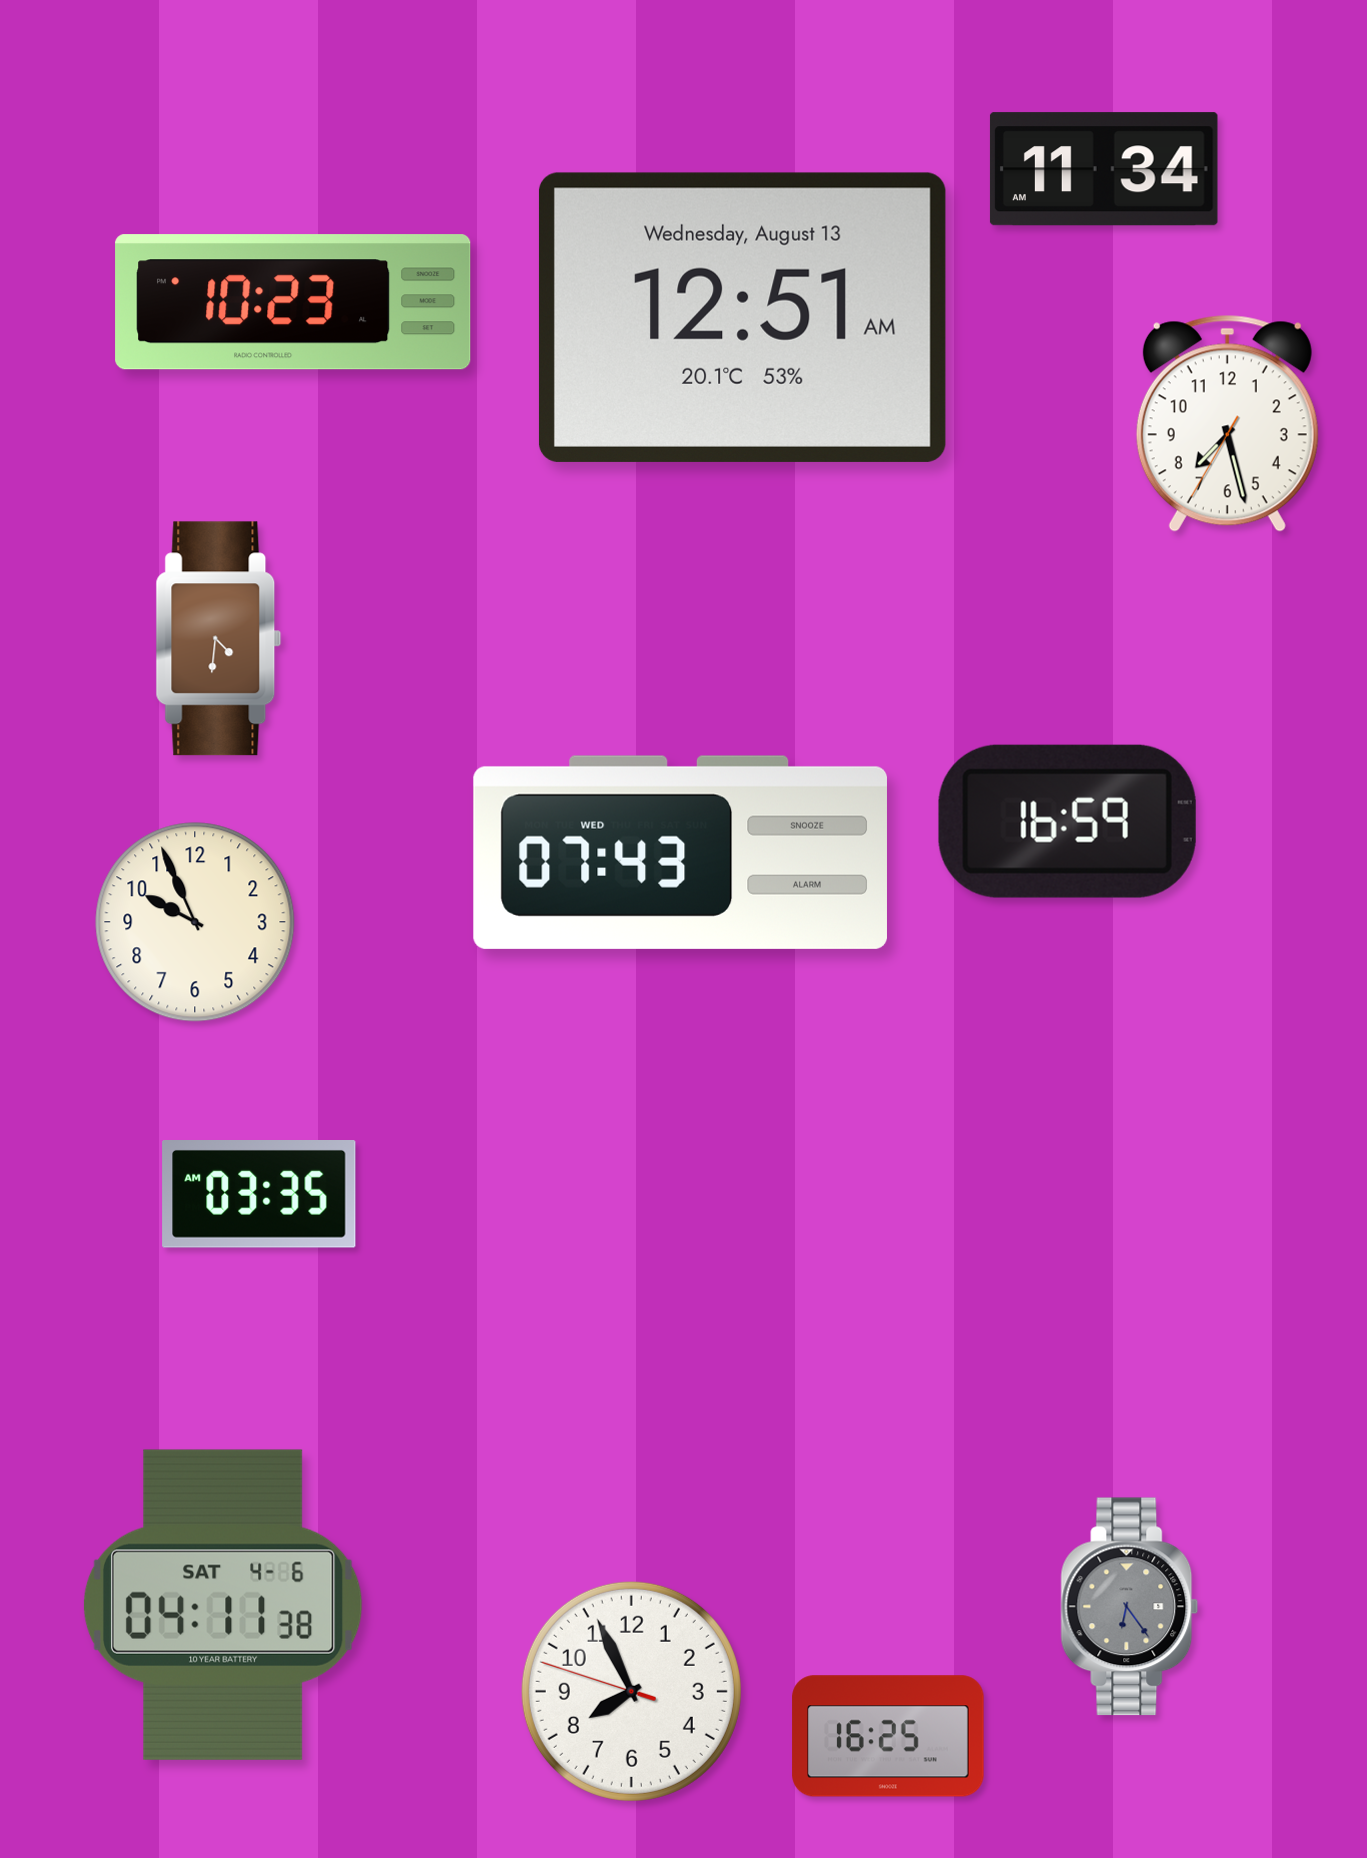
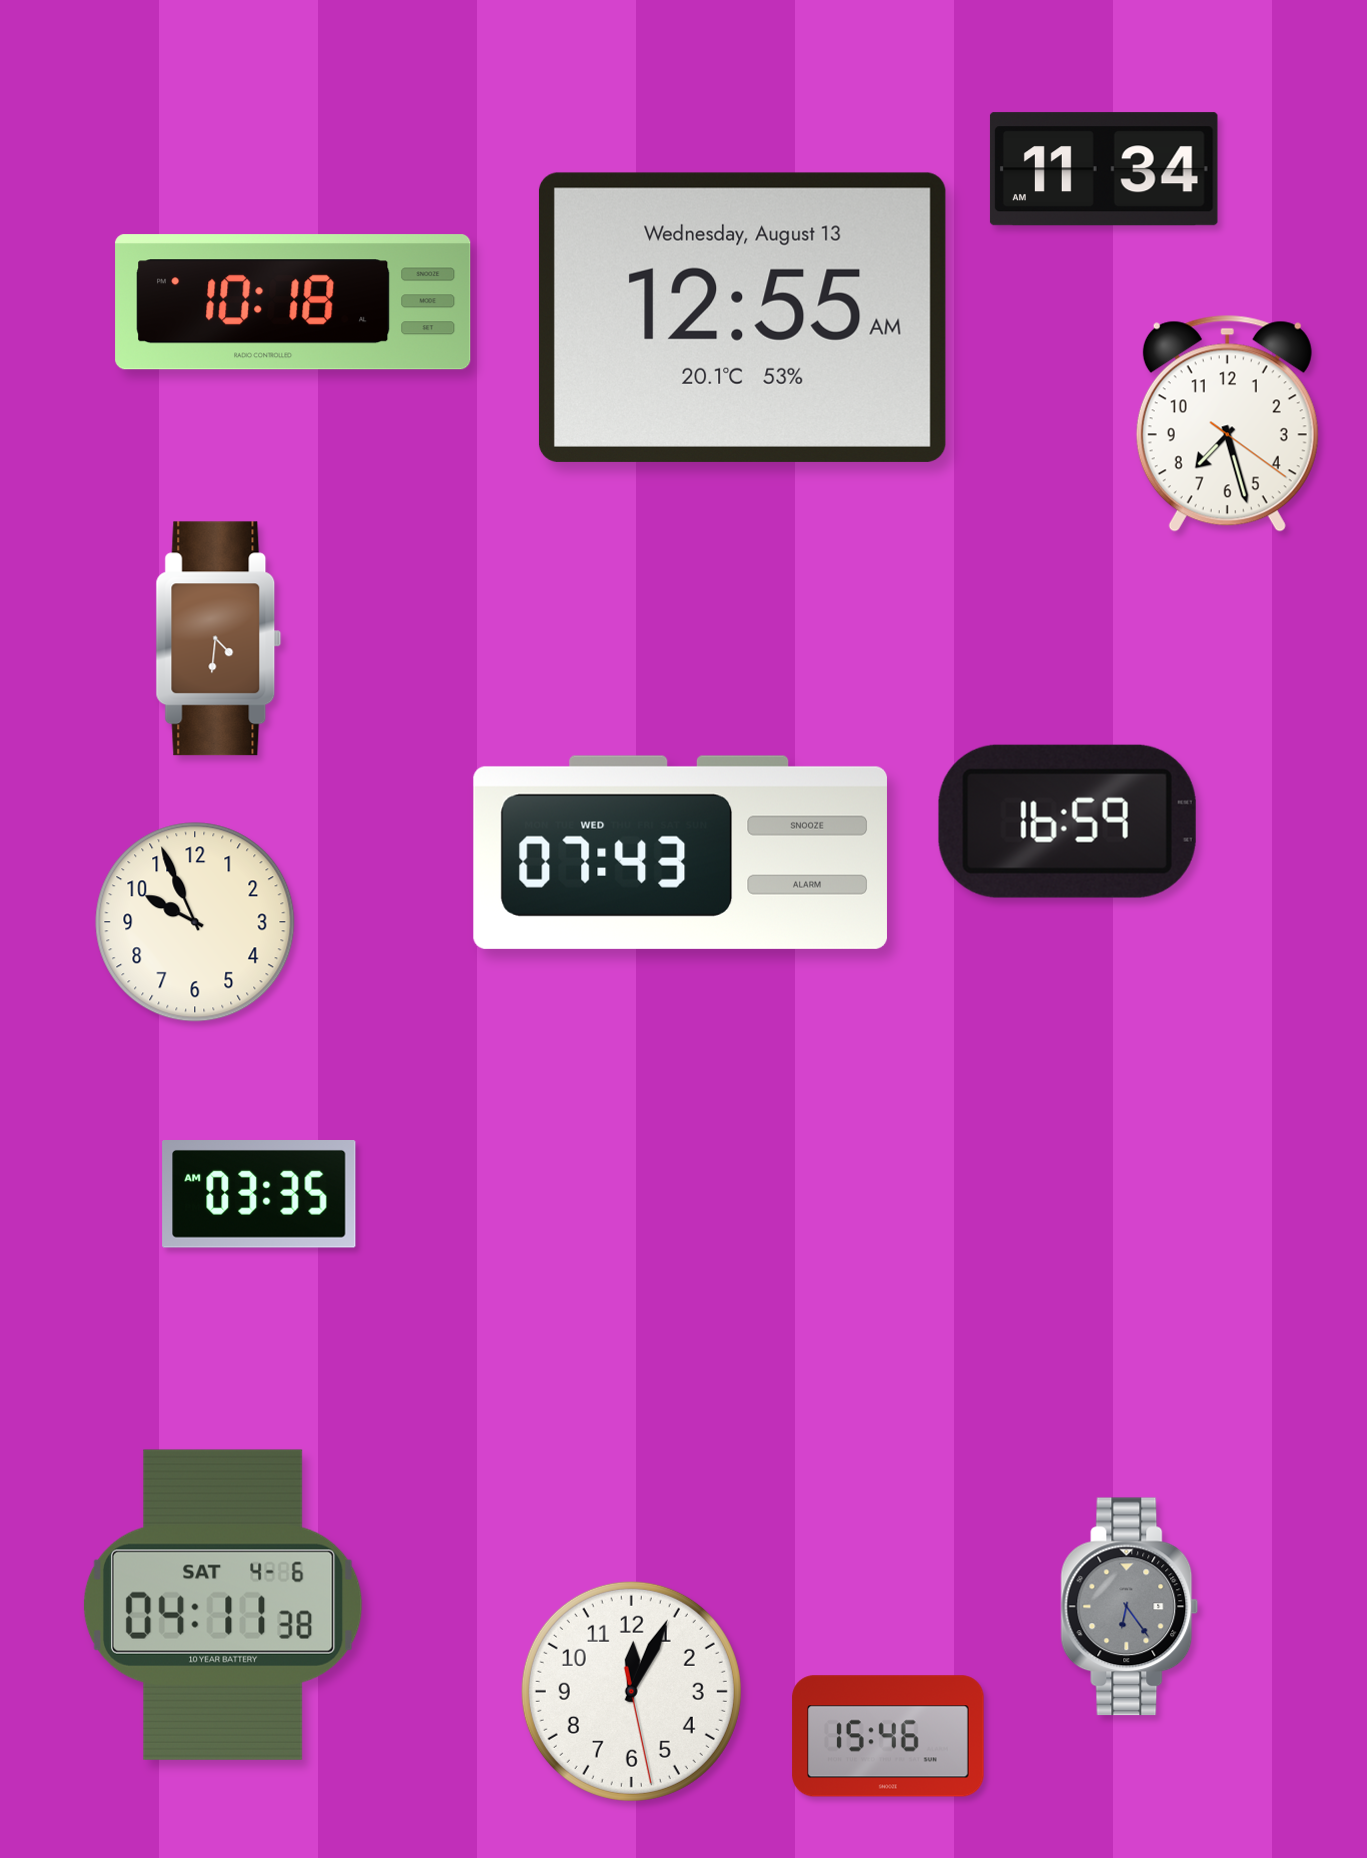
clock at (293, 302): 10:23 -> 10:18
clock at (742, 317): 12:51 -> 12:55
clock at (1227, 423): 7:27:35 -> 7:27:21
clock at (631, 1691): 7:55 -> 12:04
clock at (888, 1736): 16:25 -> 15:46
